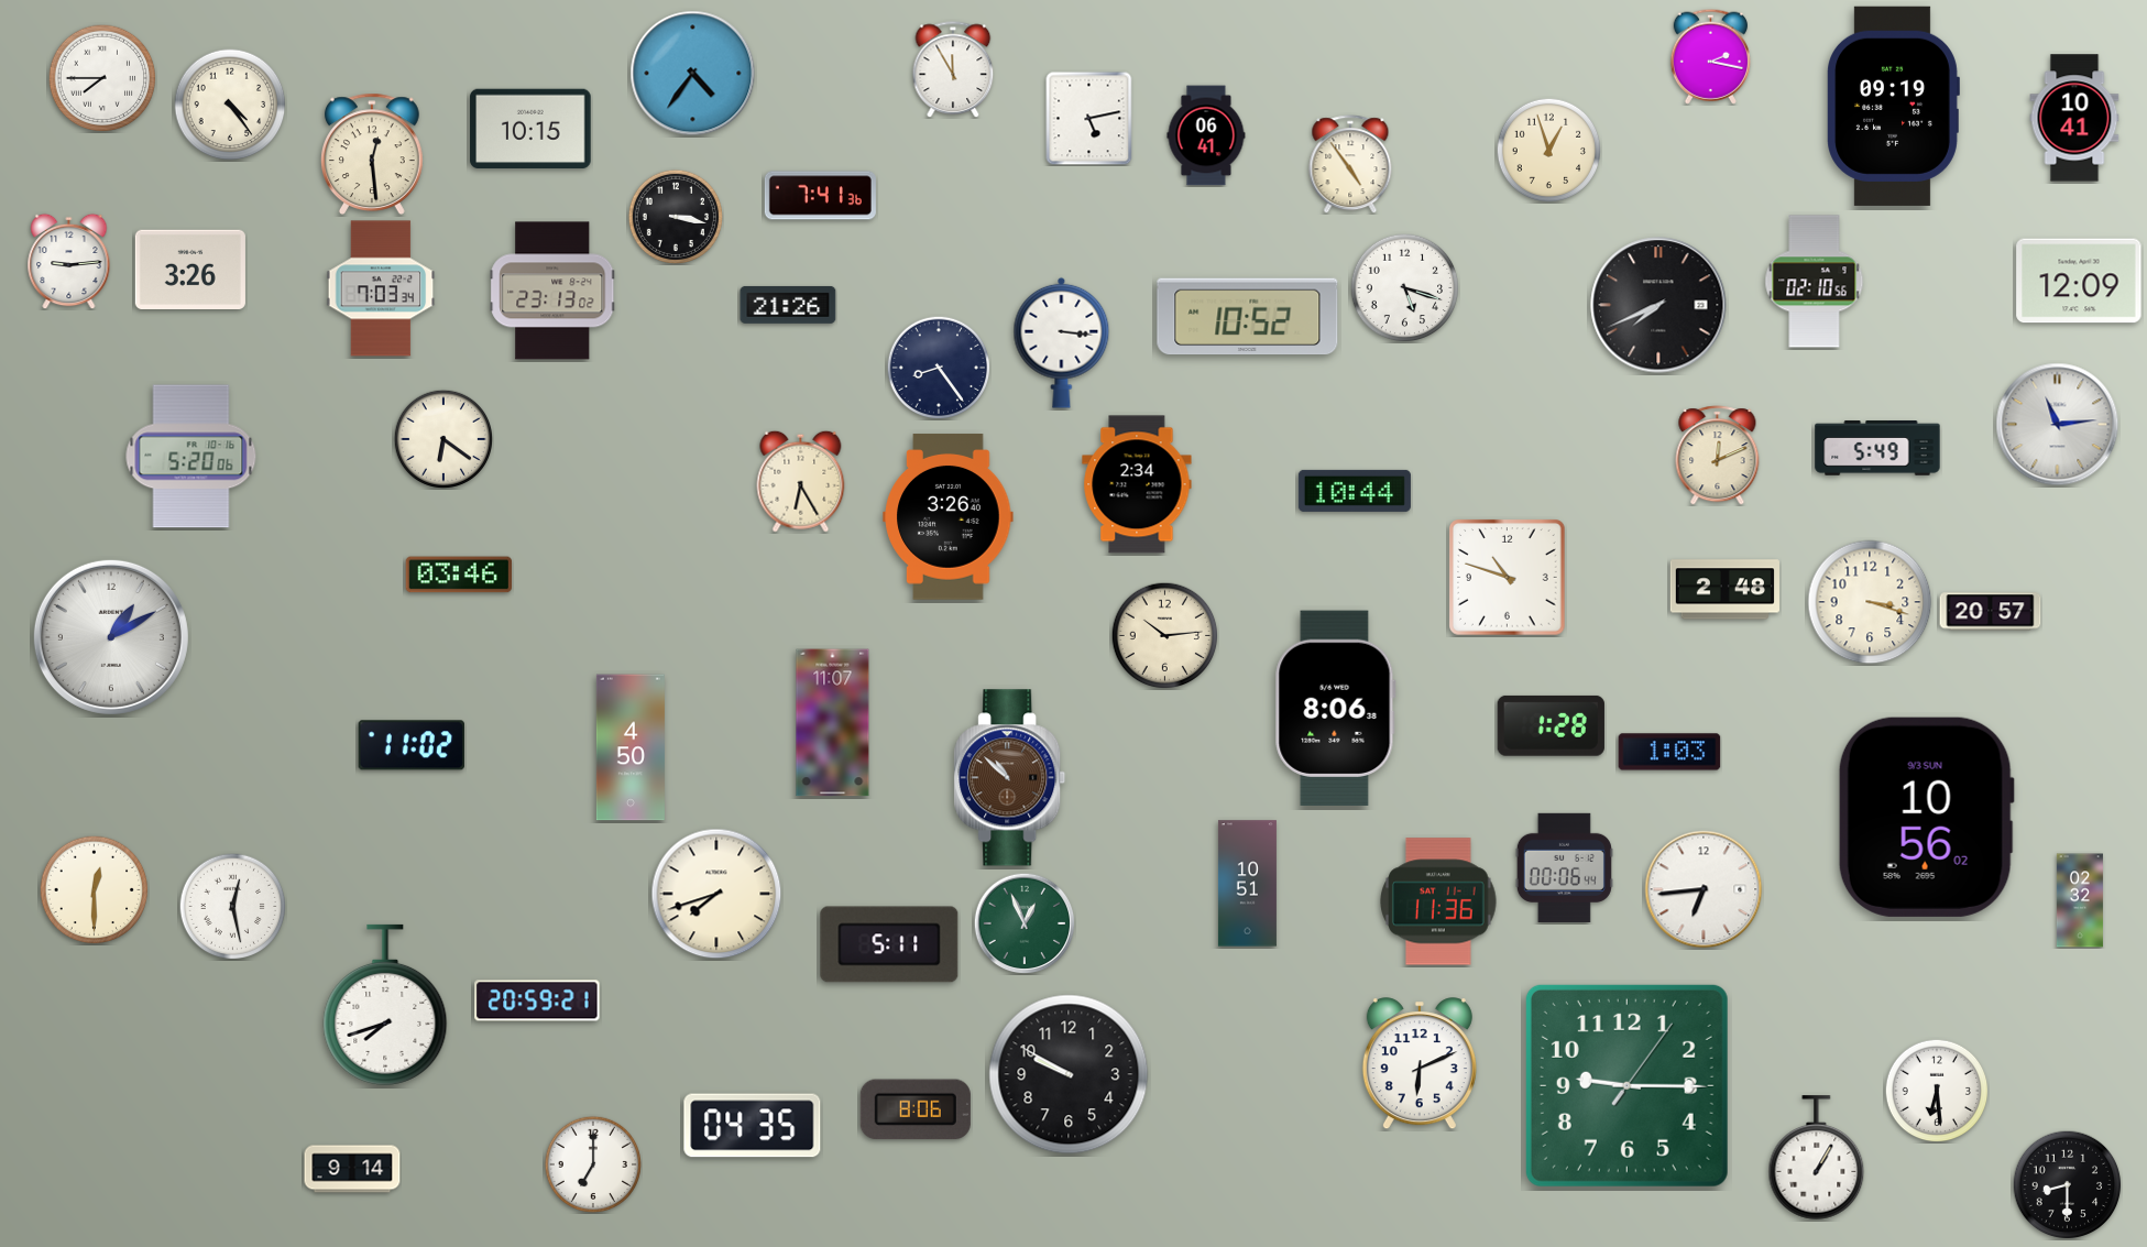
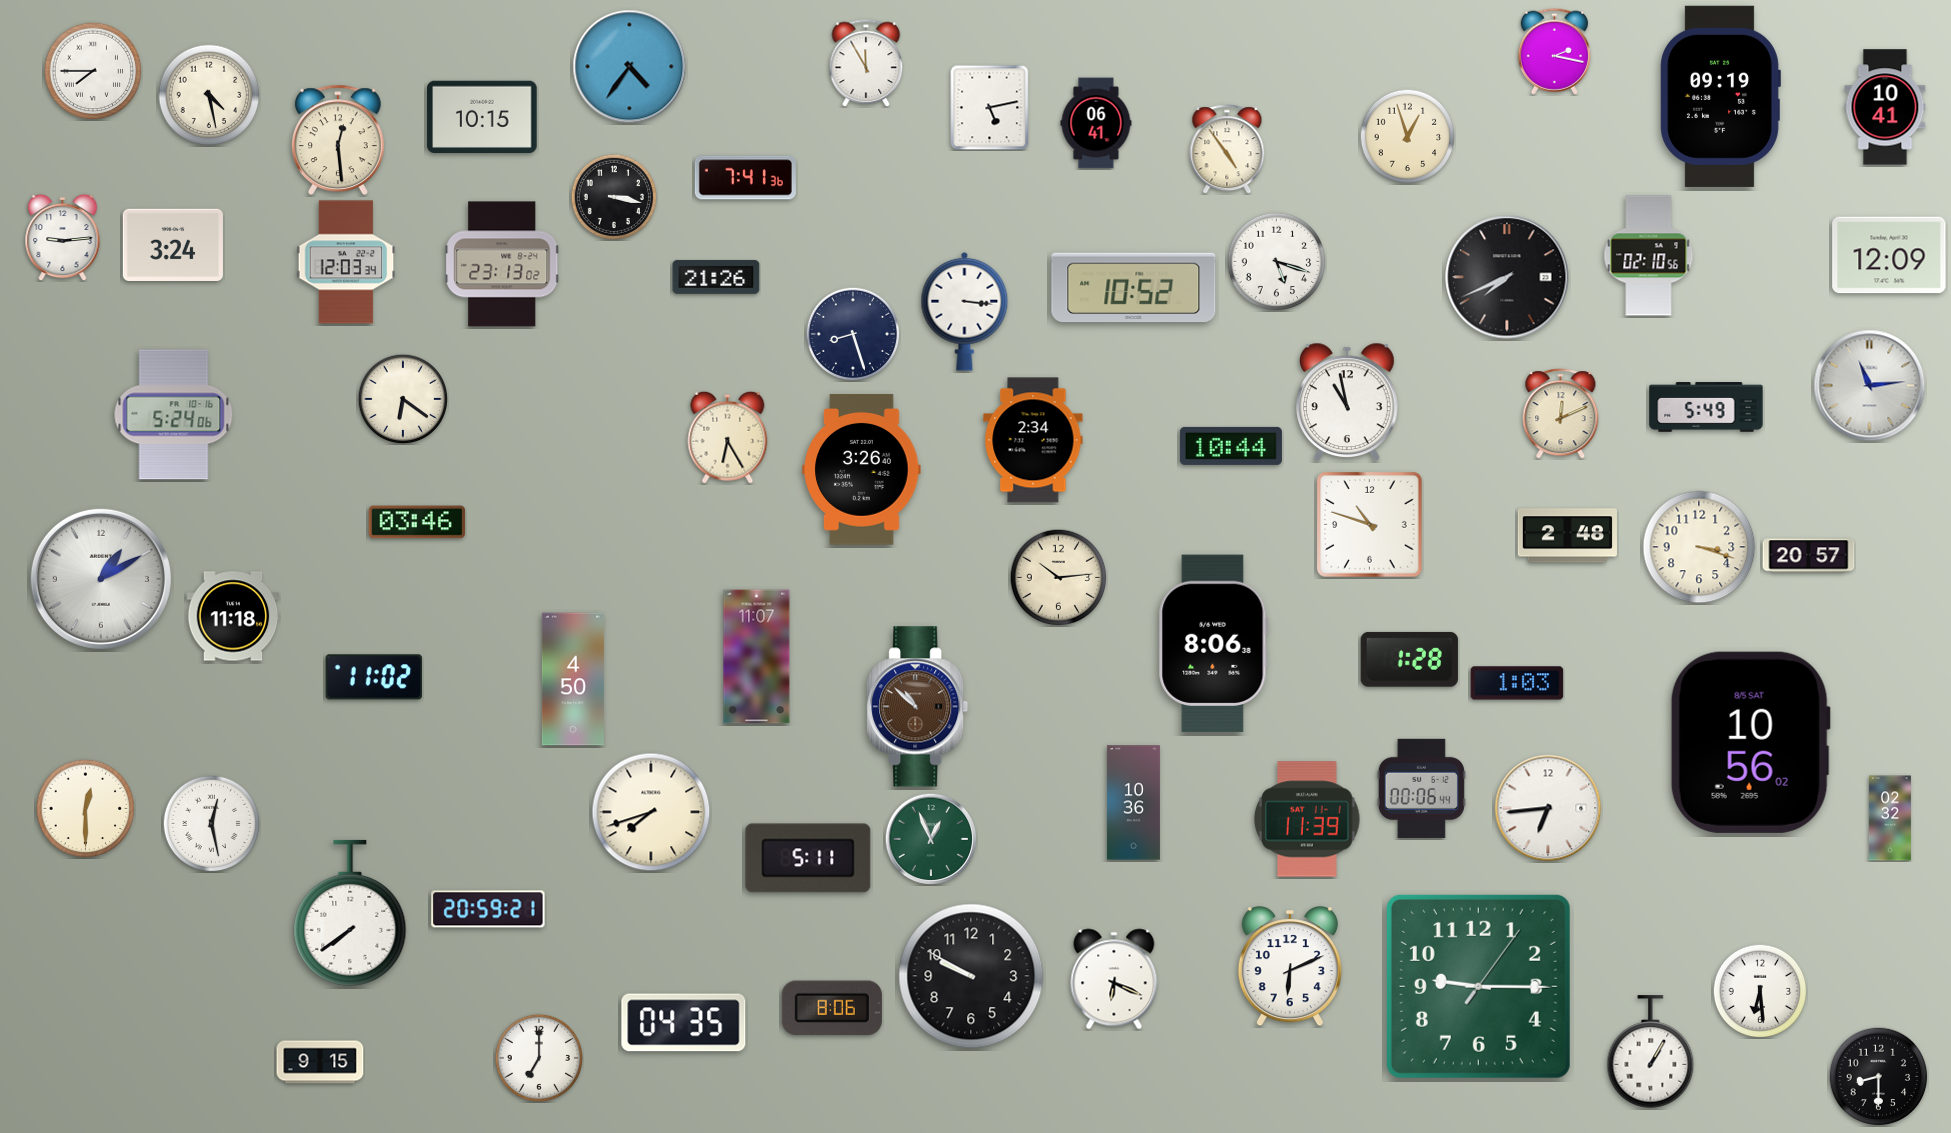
clock at (230, 105): 4:24 -> 4:28
clock at (190, 269): 3:26 -> 3:24
clock at (381, 288): 7:03 -> 12:03
clock at (939, 368): 8:24 -> 8:27
clock at (1348, 402): none -> 10:58
clock at (191, 457): 5:20 -> 5:24
clock at (233, 616): none -> 11:18
clock at (1926, 817) date: 9/3 SUN -> 8/5 SAT
clock at (1247, 884): 10:51 -> 10:36
clock at (1438, 901): 11:36 -> 11:39
clock at (385, 1005): 7:42 -> 7:39
clock at (1114, 979): none -> 6:19
clock at (352, 1169): 9:14 -> 9:15
